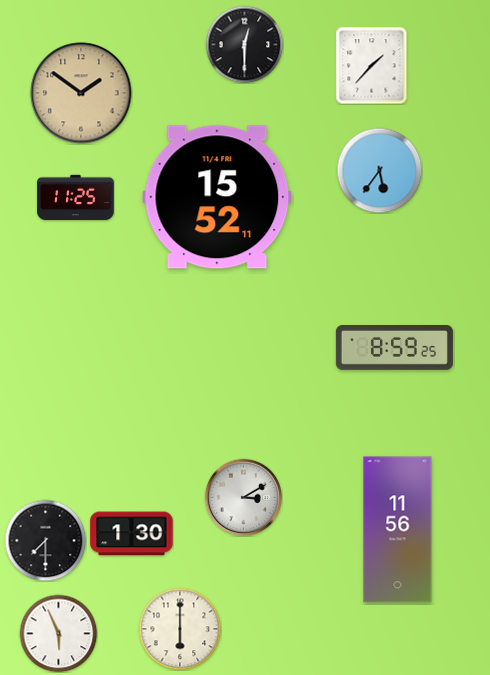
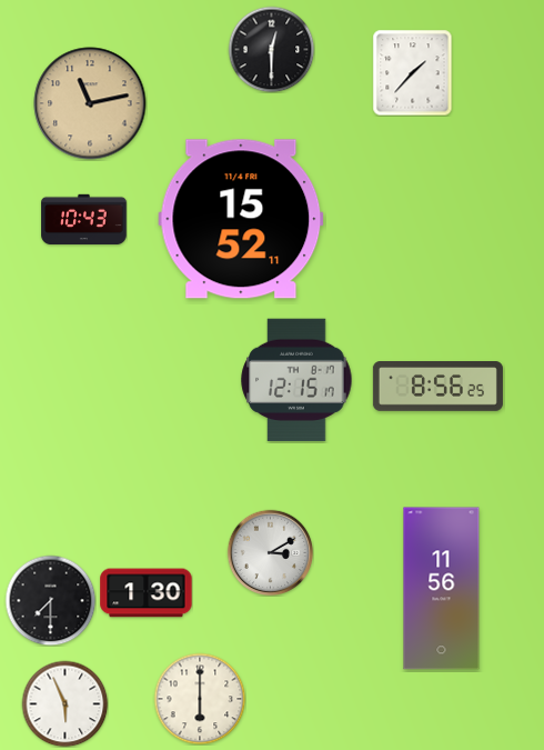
clock at (81, 93): 1:51 -> 11:13
clock at (379, 170): 5:36 -> none
clock at (76, 198): 11:25 -> 10:43
clock at (296, 380): none -> 12:15
clock at (394, 348): 8:59 -> 8:56
